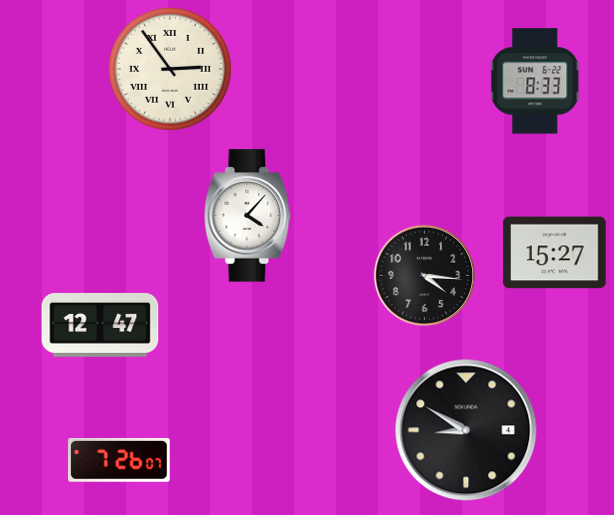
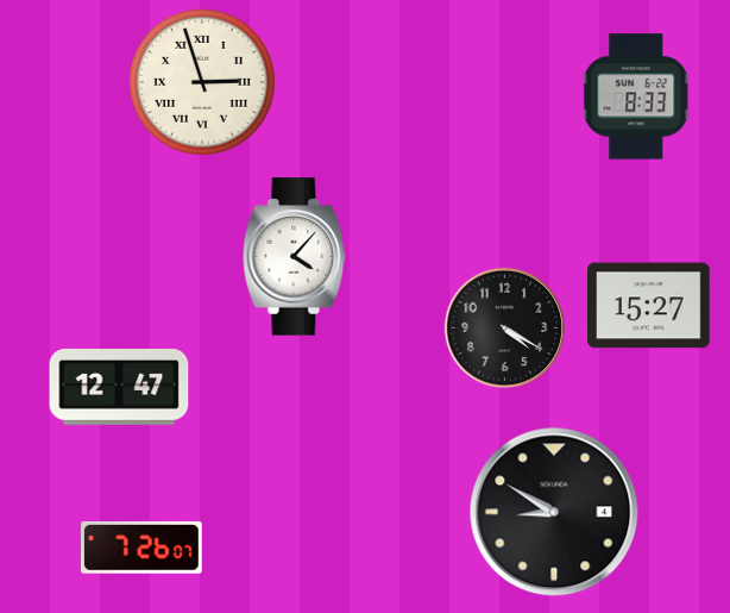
clock at (170, 69): 2:54 -> 2:57
clock at (555, 253) position: (555, 253) -> (649, 306)
clock at (425, 276): 4:16 -> 4:20
